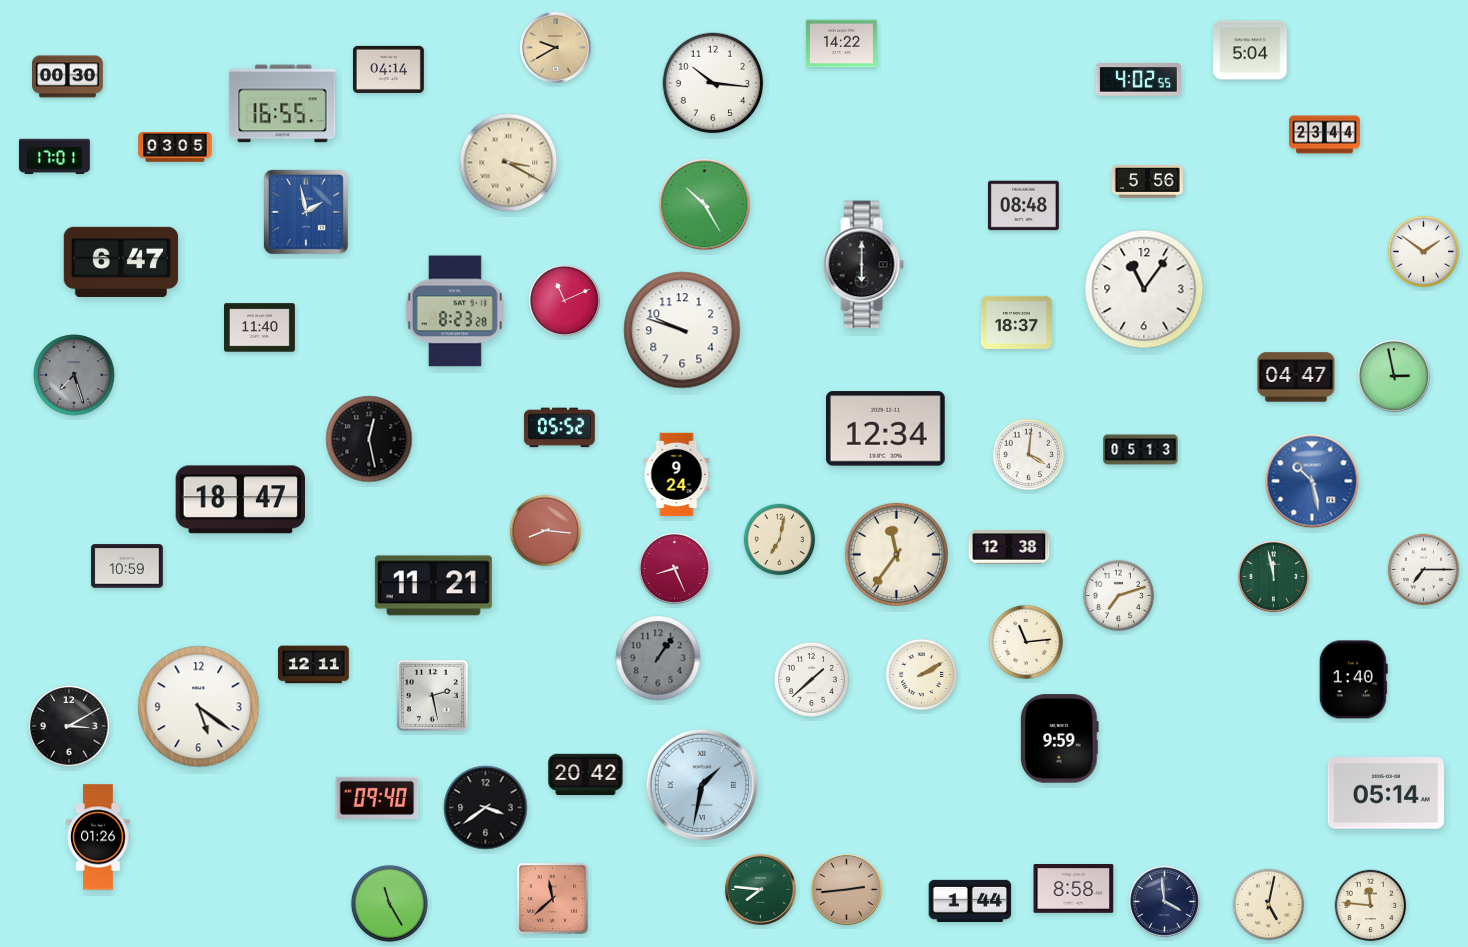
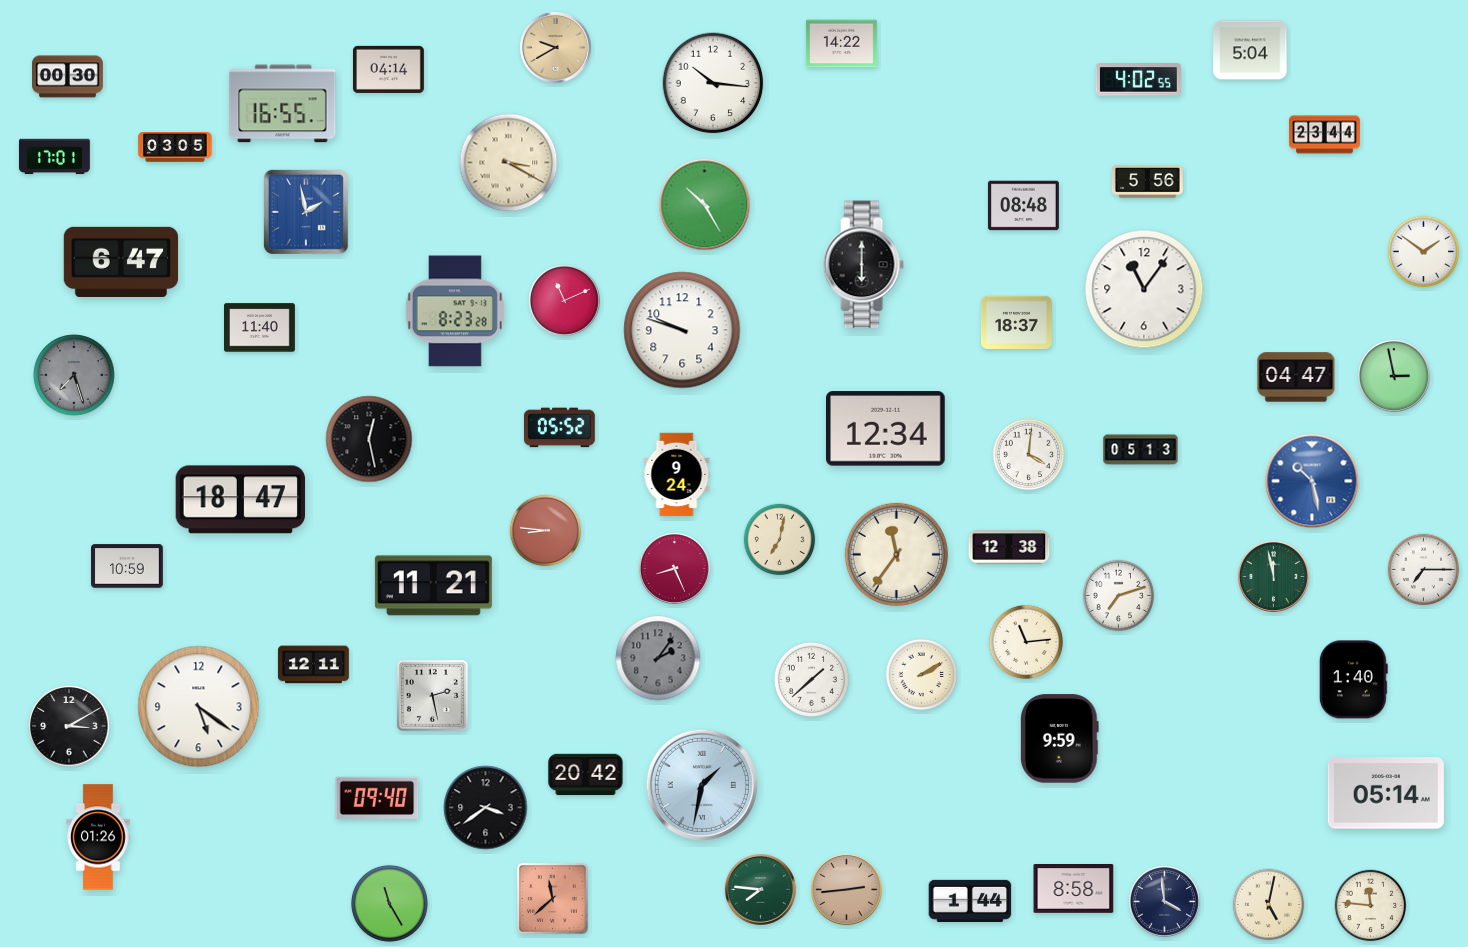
clock at (546, 531): 8:16 -> 8:46
clock at (658, 658): 1:06 -> 2:06
